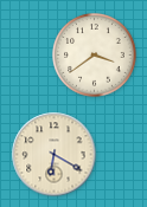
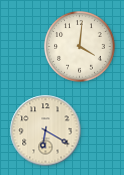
clock at (95, 56): 3:39 -> 4:01
